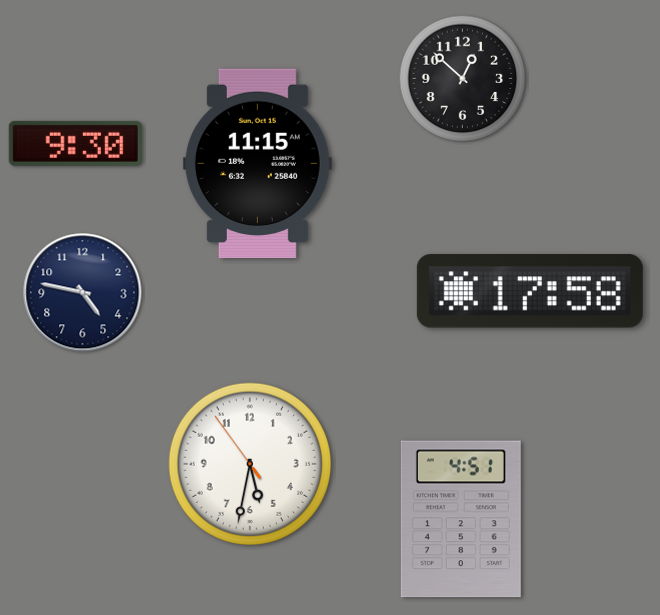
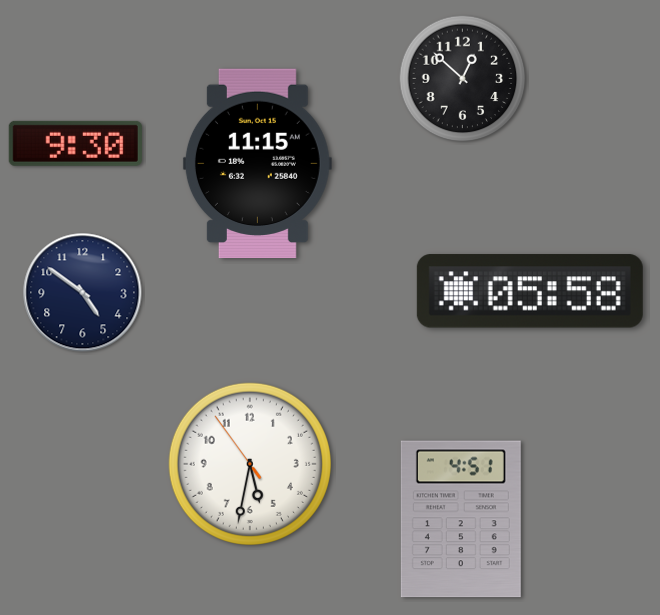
clock at (530, 291): 17:58 -> 05:58
clock at (83, 293): 4:47 -> 4:51
